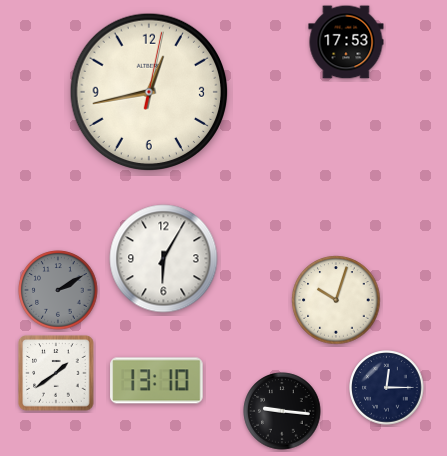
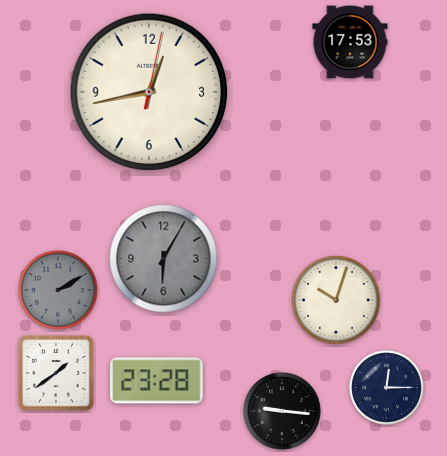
clock at (346, 42) position: (346, 42) -> (350, 42)
clock at (164, 259) dial: white -> grey
clock at (157, 381): 13:10 -> 23:28
